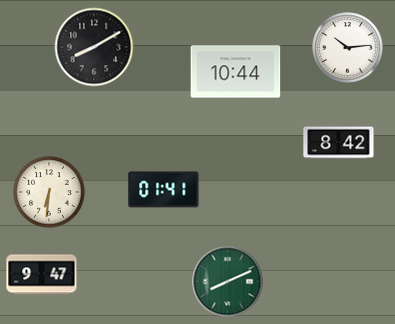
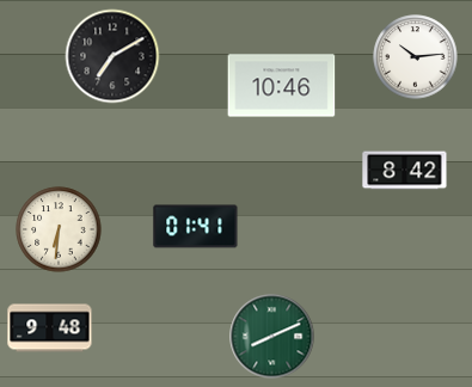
clock at (94, 47): 8:10 -> 7:10
clock at (236, 72): 10:44 -> 10:46
clock at (42, 275): 9:47 -> 9:48
